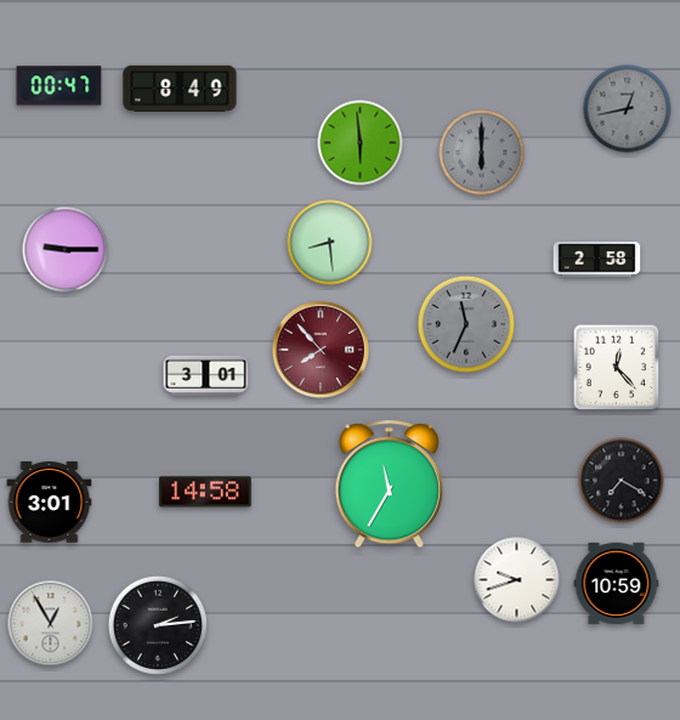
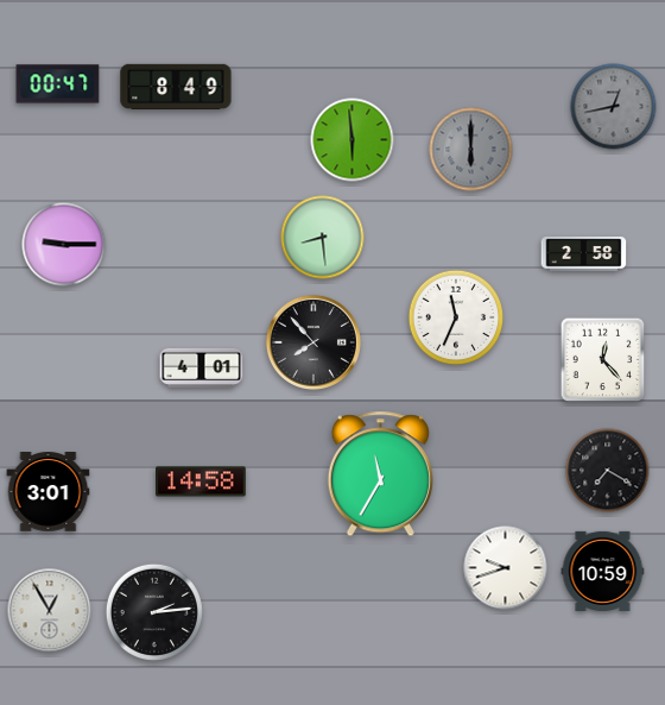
clock at (466, 324) dial: grey -> white
clock at (321, 350) dial: burgundy -> black
clock at (206, 375): 3:01 -> 4:01
